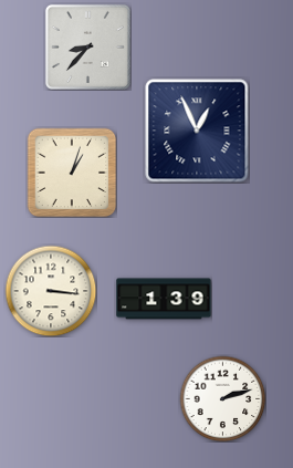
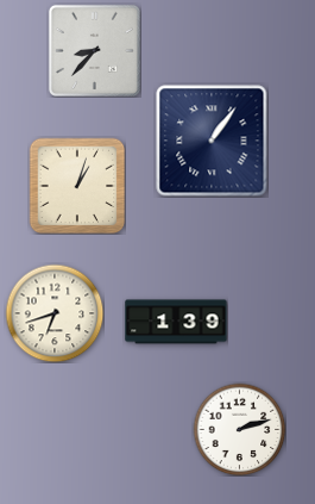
clock at (197, 131): 12:56 -> 1:06
clock at (51, 291): 3:16 -> 6:42
